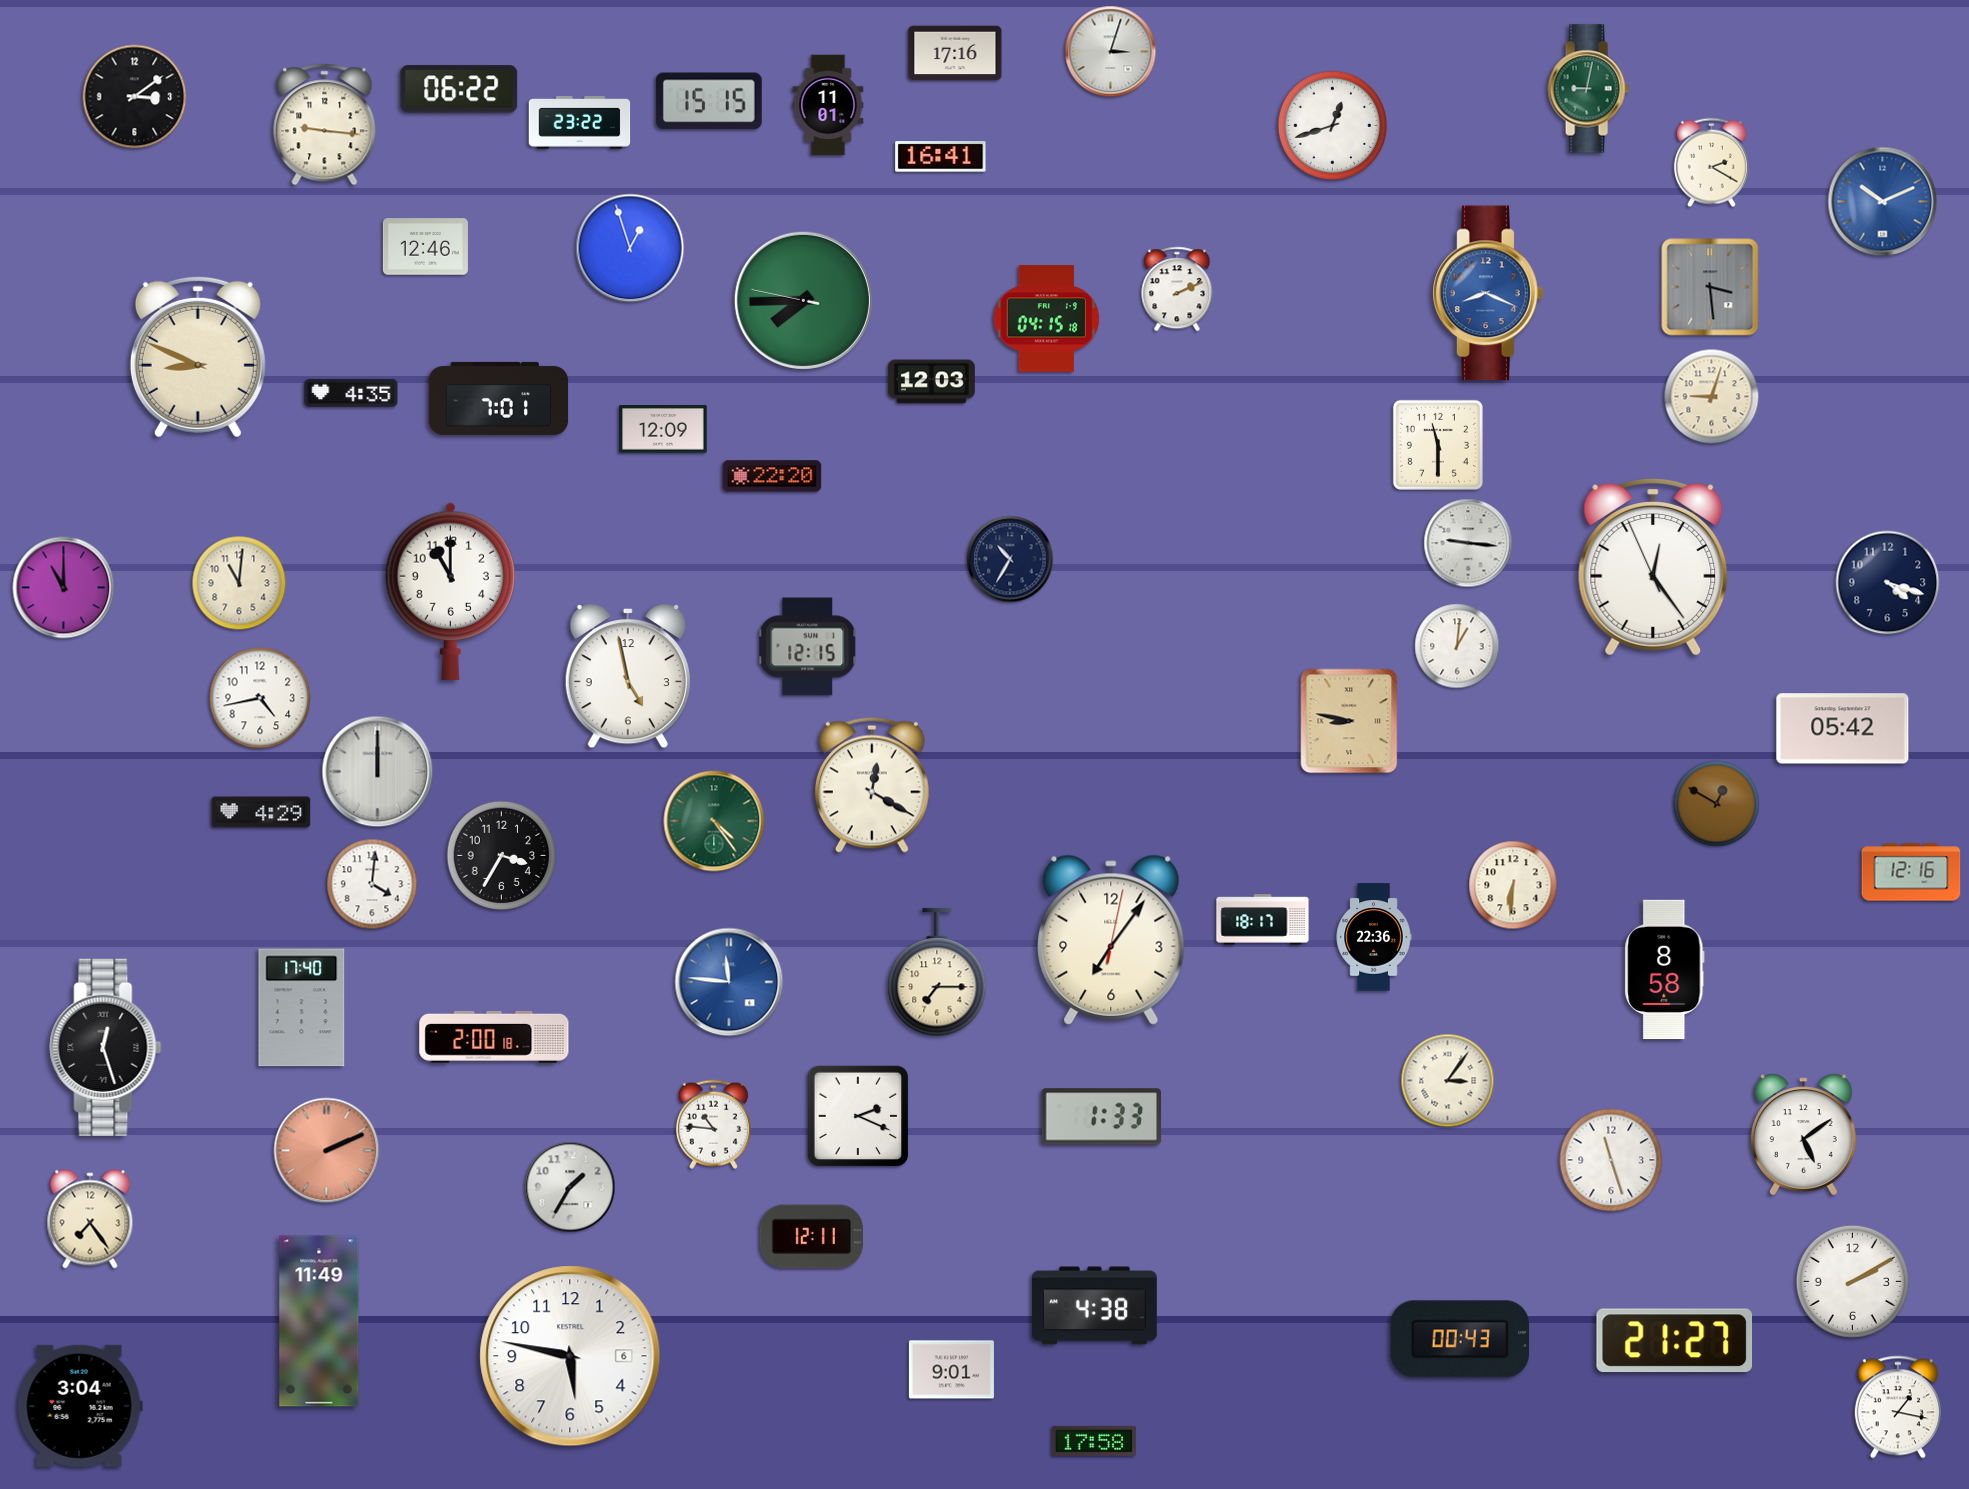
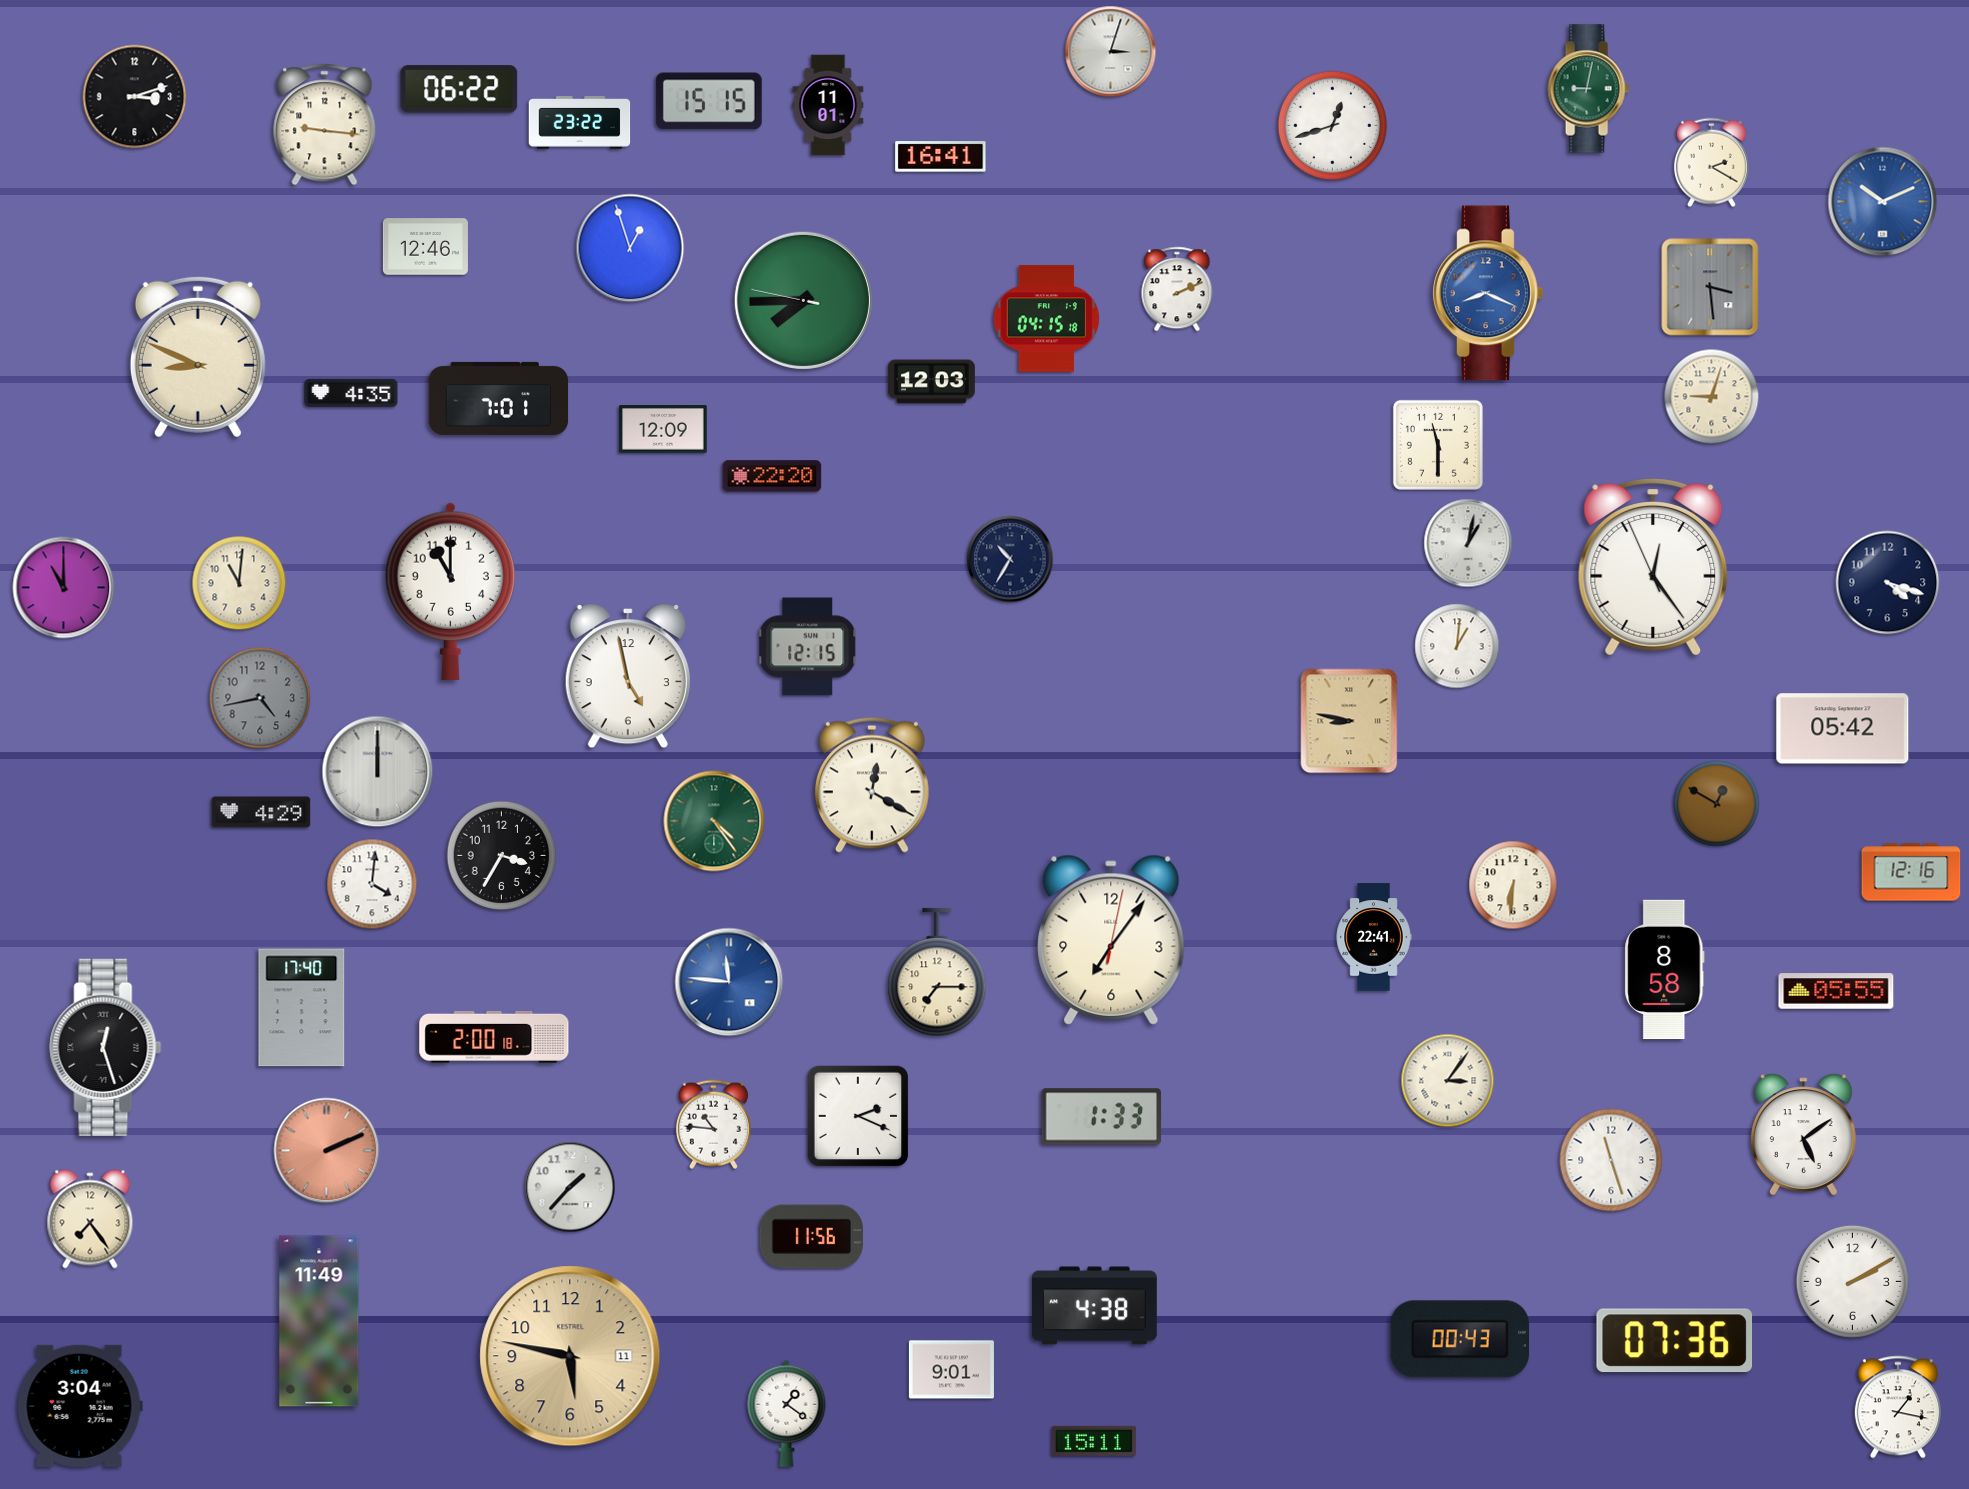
clock at (955, 53): 17:16 -> none
clock at (135, 97): 3:09 -> 3:12
clock at (1468, 543): 9:16 -> 1:02
clock at (260, 698) dial: white -> grey
clock at (1263, 920): 18:17 -> none
clock at (1374, 937): 22:36 -> 22:41
clock at (1836, 991): none -> 05:55
clock at (570, 1187): 1:35 -> 1:37
clock at (811, 1237): 12:11 -> 11:56
clock at (1675, 1341): 21:27 -> 07:36
clock at (570, 1356) date: 6 -> 11
clock at (570, 1356) dial: white -> champagne
clock at (787, 1413): none -> 1:21
clock at (1094, 1441): 17:58 -> 15:11
